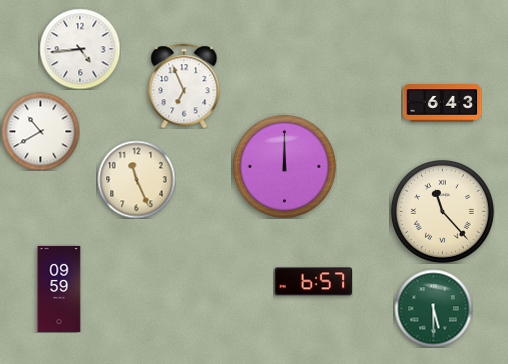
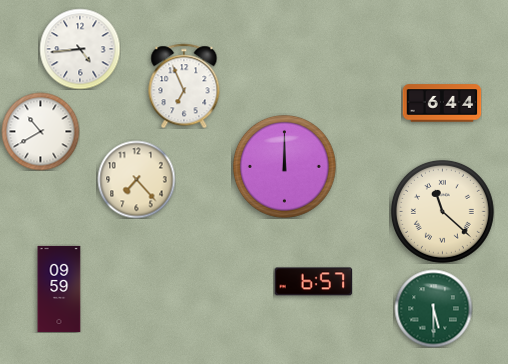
clock at (442, 103): 6:43 -> 6:44
clock at (136, 179): 11:26 -> 7:23
clock at (442, 211): 11:23 -> 11:22
